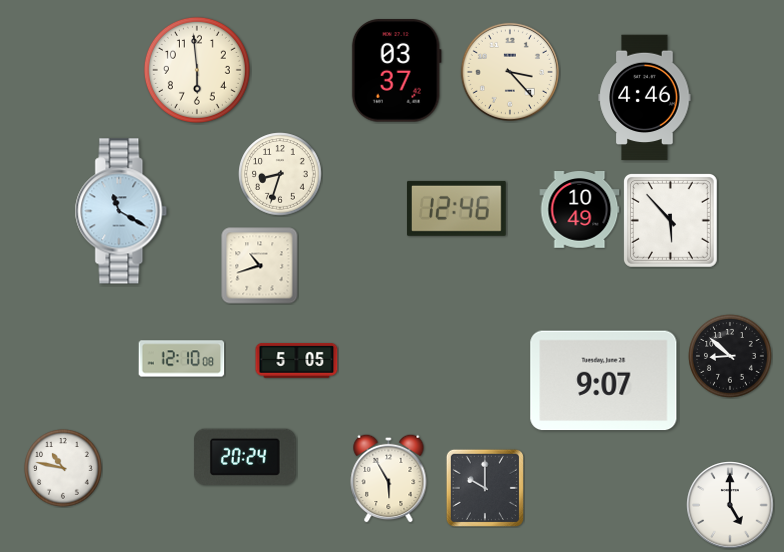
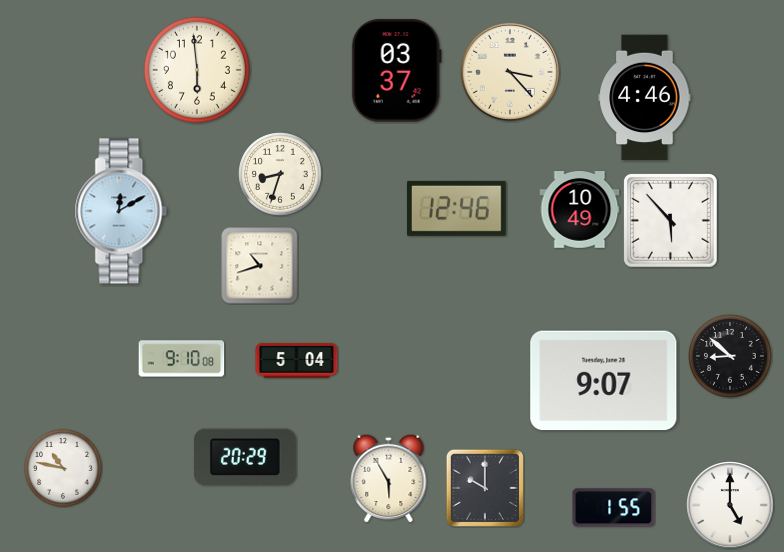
clock at (121, 211): 11:20 -> 12:10
clock at (182, 359): 12:10 -> 9:10
clock at (297, 361): 5:05 -> 5:04
clock at (245, 456): 20:24 -> 20:29
clock at (614, 508): none -> 1:55
